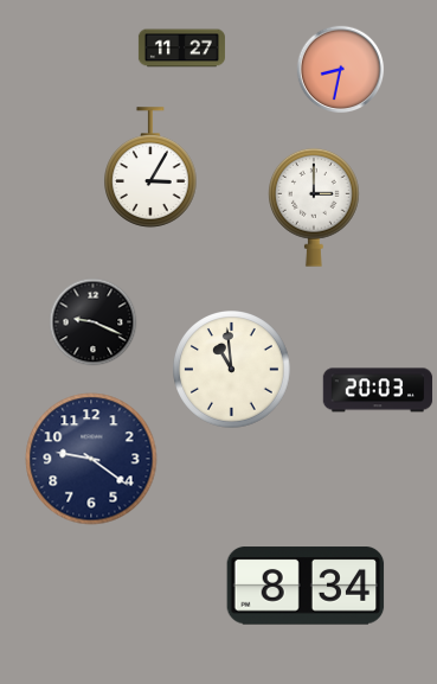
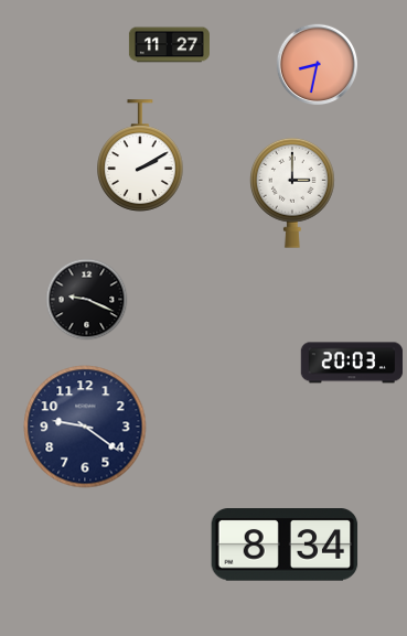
clock at (150, 167): 3:05 -> 2:10
clock at (232, 370): 10:59 -> none
